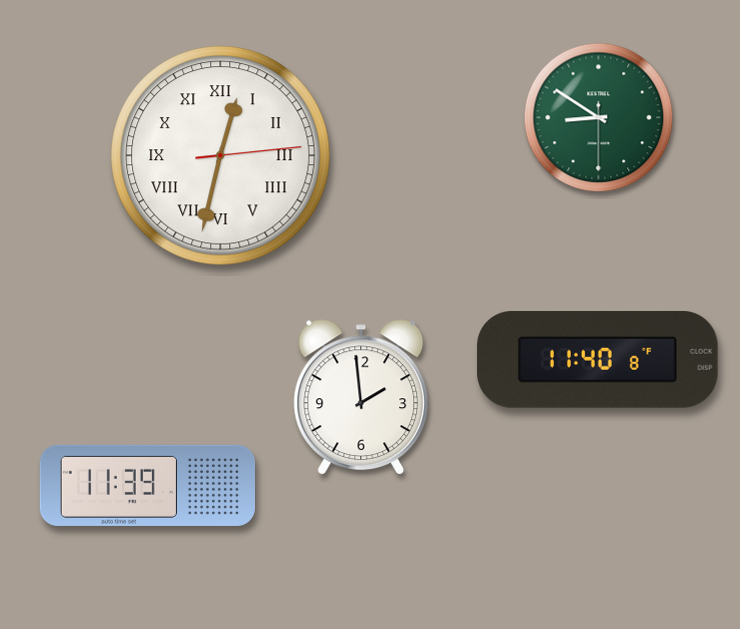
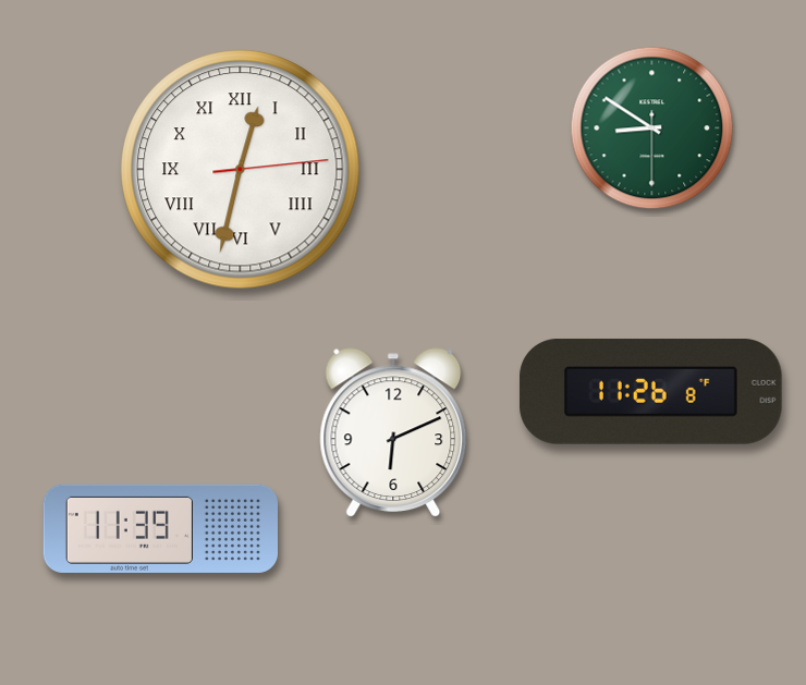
clock at (598, 359): 11:40 -> 11:26
clock at (361, 397): 1:59 -> 6:11
